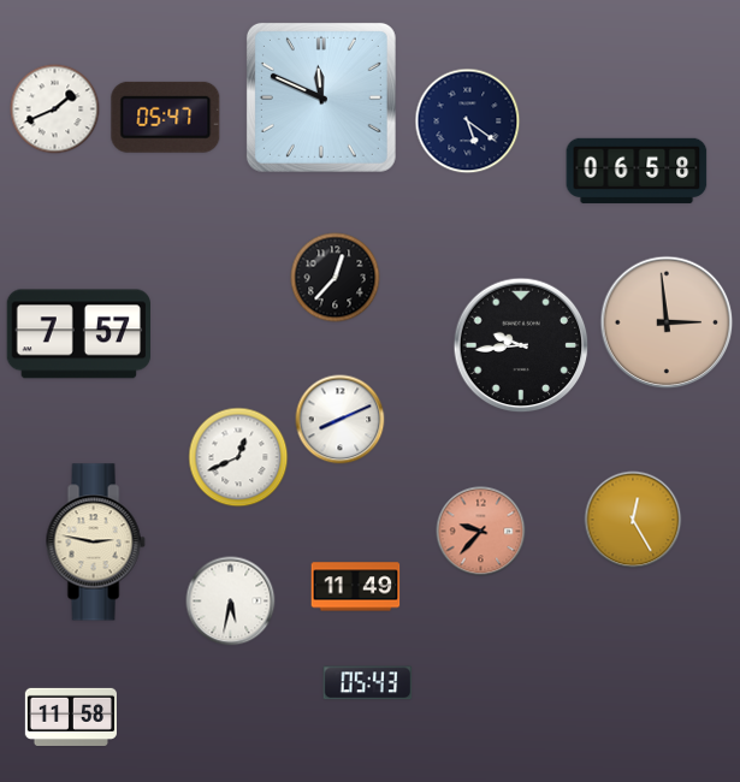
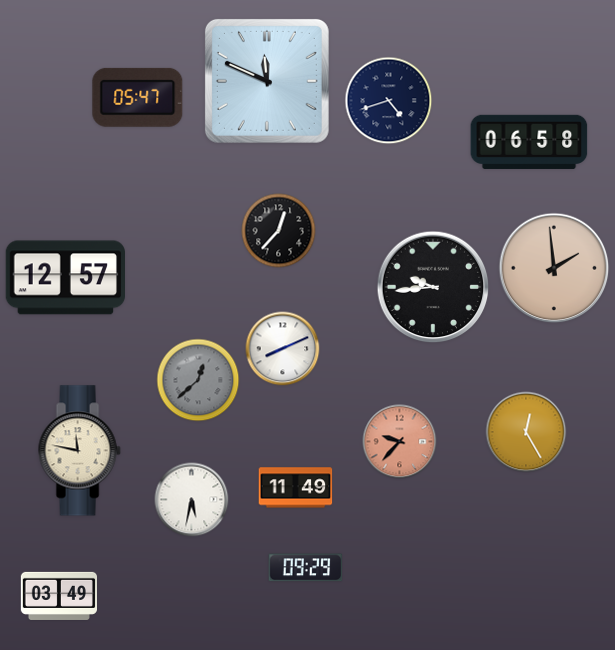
clock at (55, 109): 1:41 -> none
clock at (468, 122): 5:21 -> 4:42
clock at (667, 322): 2:59 -> 1:59
clock at (78, 334): 7:57 -> 12:57
clock at (238, 457): 12:41 -> 12:38
clock at (238, 457) dial: white -> grey
clock at (95, 543): 2:47 -> 11:47
clock at (368, 683): 05:43 -> 09:29
clock at (70, 717): 11:58 -> 03:49
